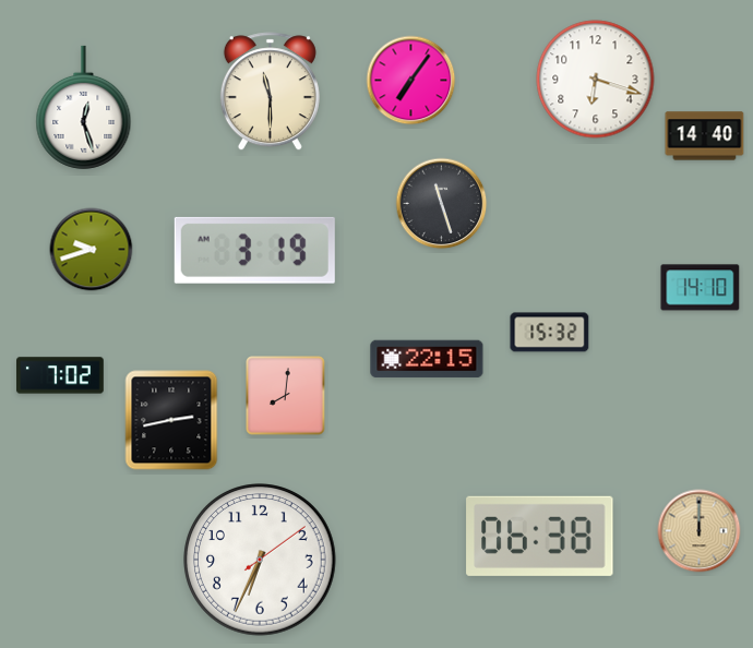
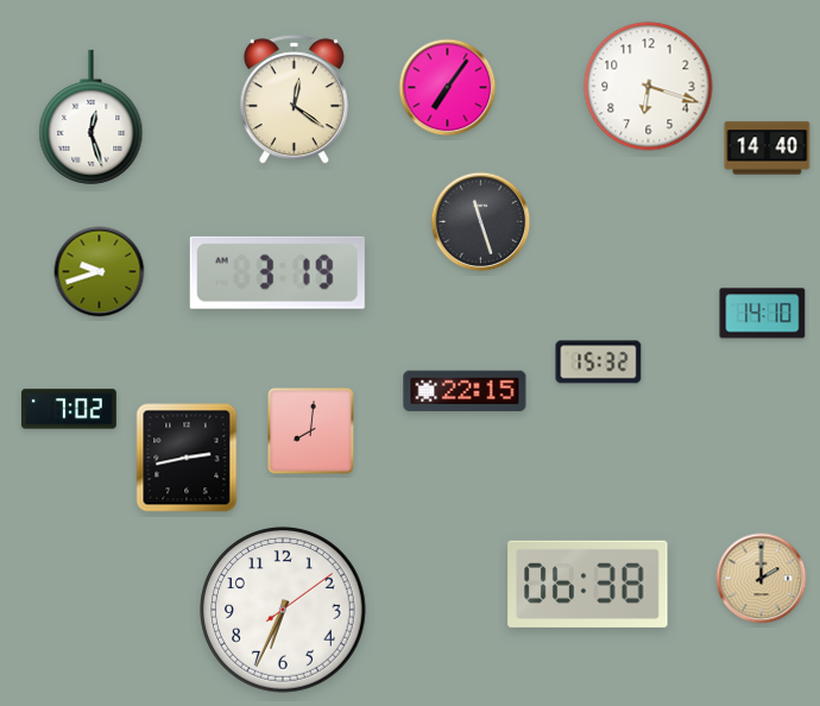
clock at (270, 92): 11:30 -> 12:21
clock at (61, 375) position: (61, 375) -> (70, 409)
clock at (700, 531): 12:00 -> 2:00
